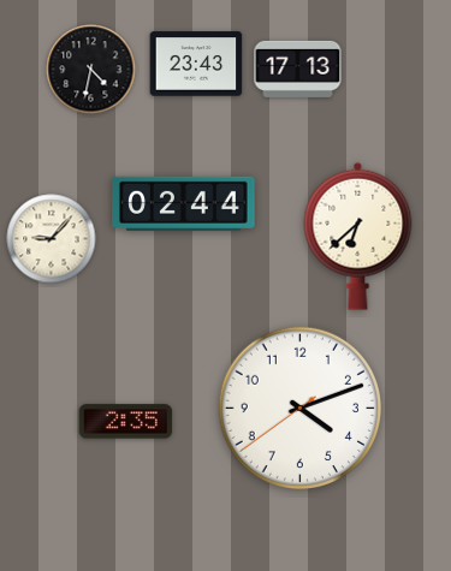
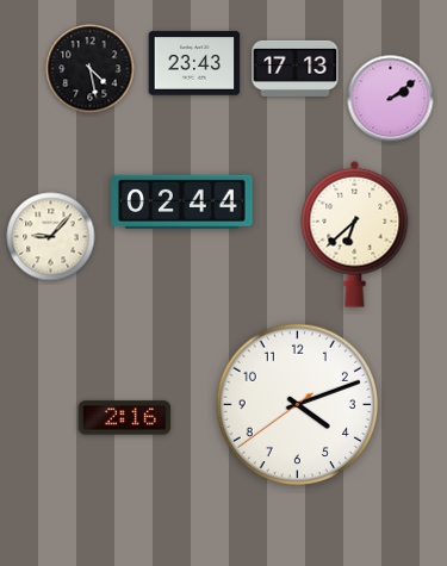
clock at (91, 70): 4:32 -> 4:28
clock at (391, 99): none -> 2:09
clock at (126, 422): 2:35 -> 2:16
